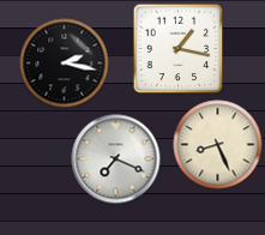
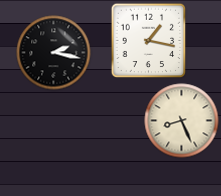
clock at (116, 159): 7:19 -> none
